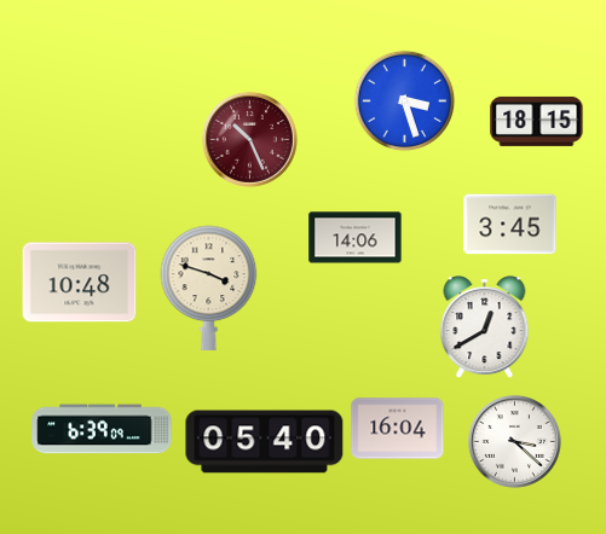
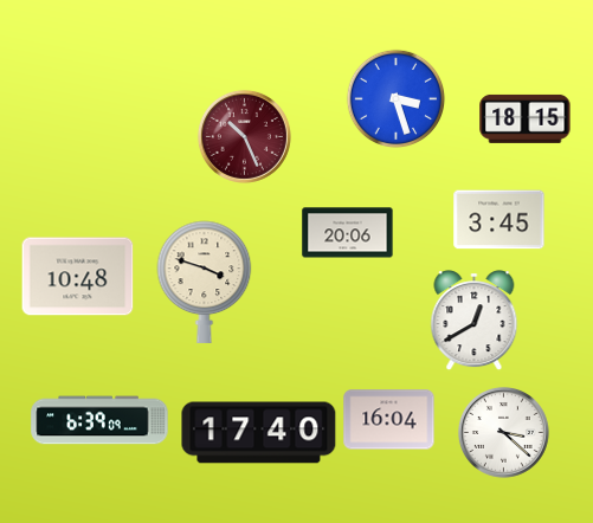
clock at (356, 238): 14:06 -> 20:06
clock at (265, 442): 05:40 -> 17:40
